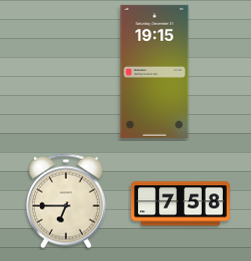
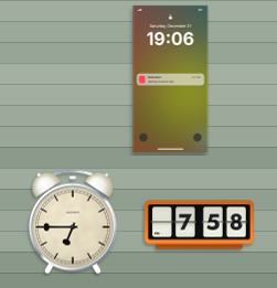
clock at (155, 71): 19:15 -> 19:06
